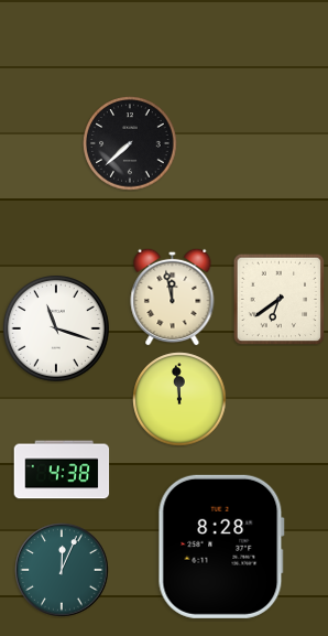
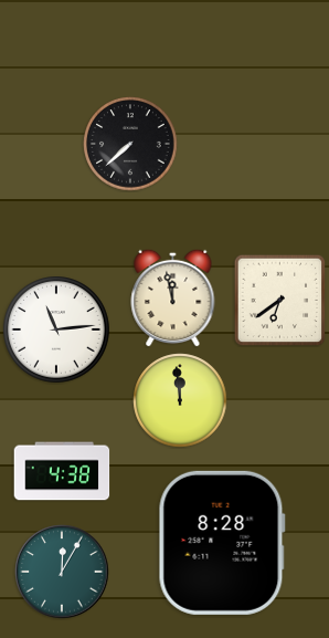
clock at (57, 330): 11:18 -> 11:14
clock at (221, 547) position: (221, 547) -> (222, 543)
clock at (62, 570): 12:04 -> 12:05
